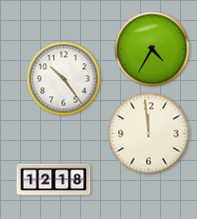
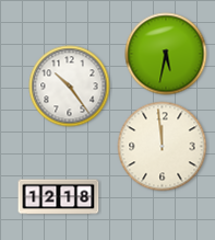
clock at (152, 49): 4:35 -> 5:32
